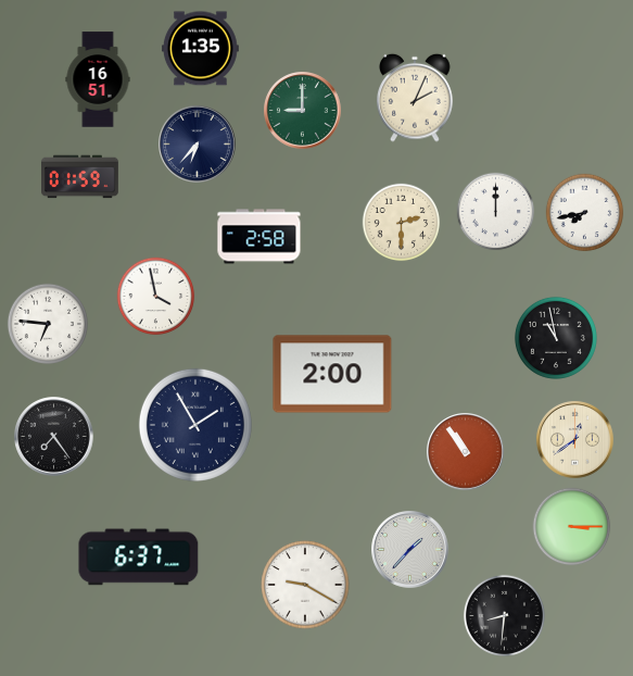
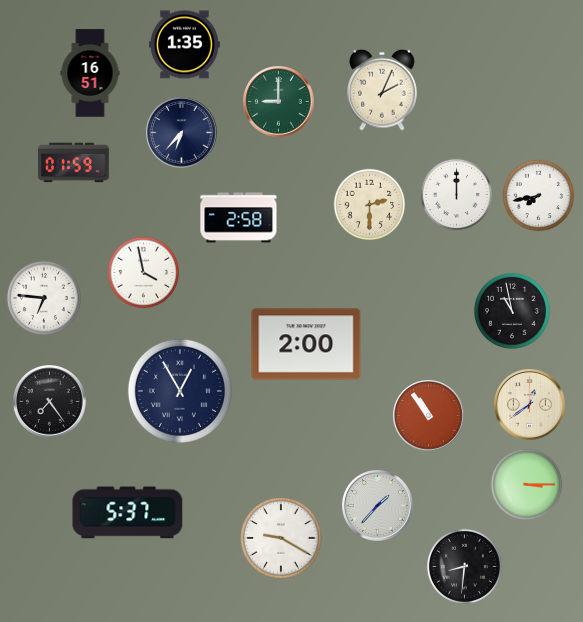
clock at (195, 425): 1:55 -> 12:55
clock at (139, 558): 6:37 -> 5:37
